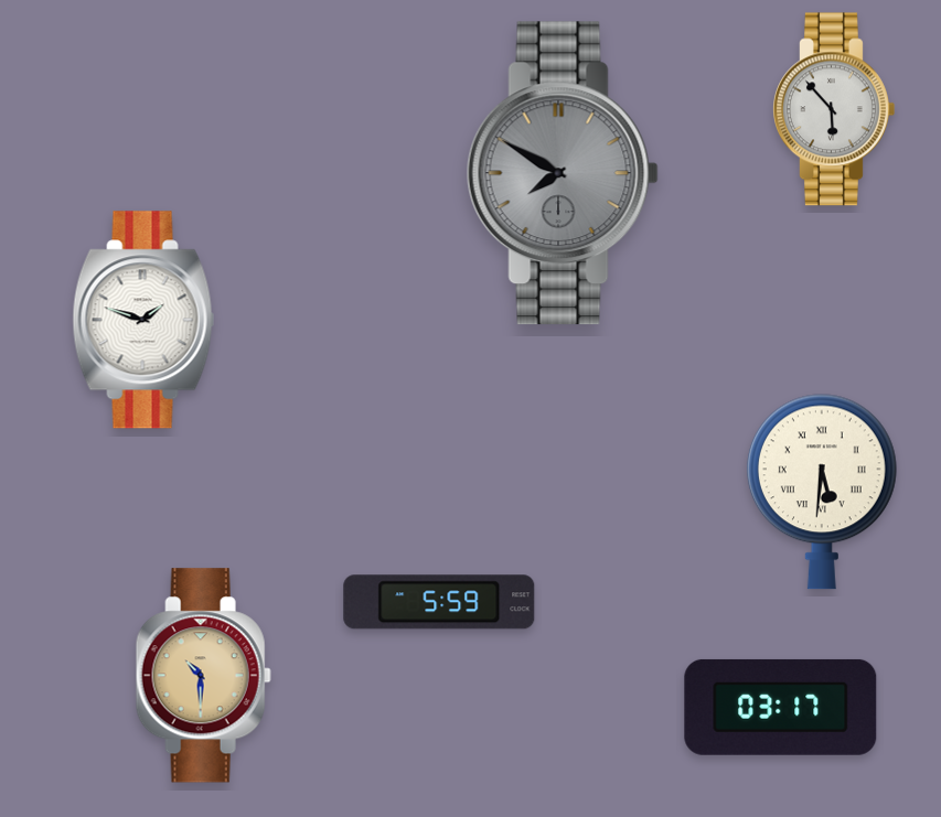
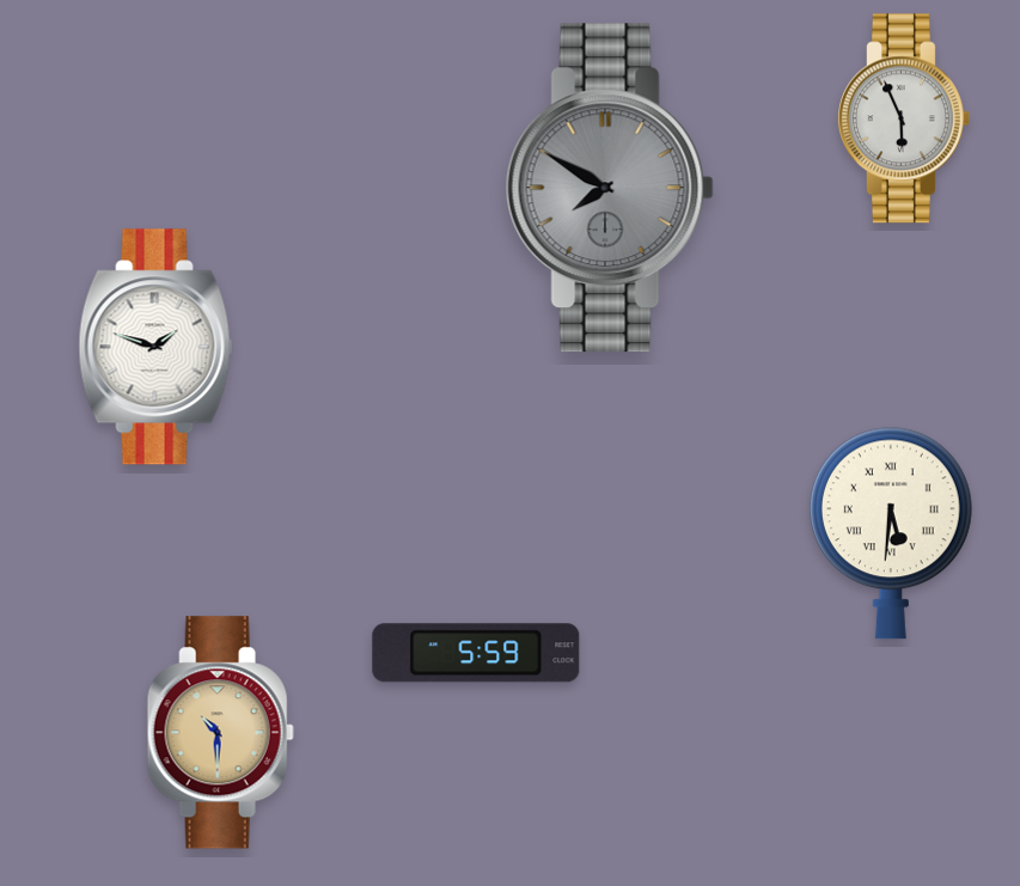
clock at (834, 109): 5:53 -> 5:56
clock at (781, 707): 03:17 -> none
